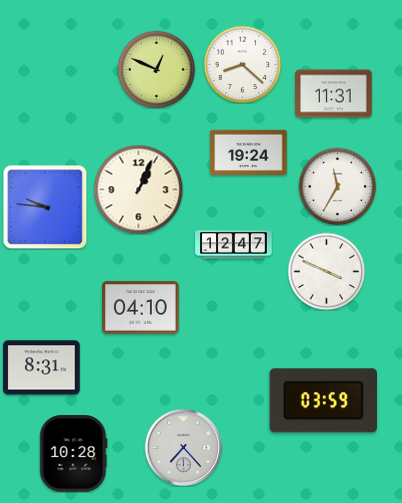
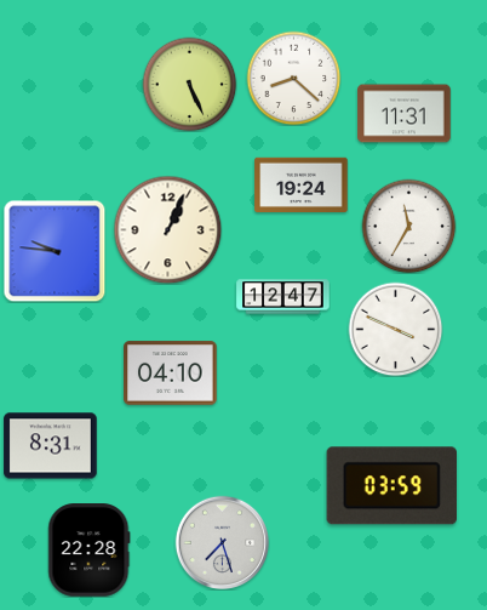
clock at (156, 69): 12:49 -> 5:26
clock at (183, 447): 7:23 -> 7:27
clock at (74, 454): 10:28 -> 22:28
